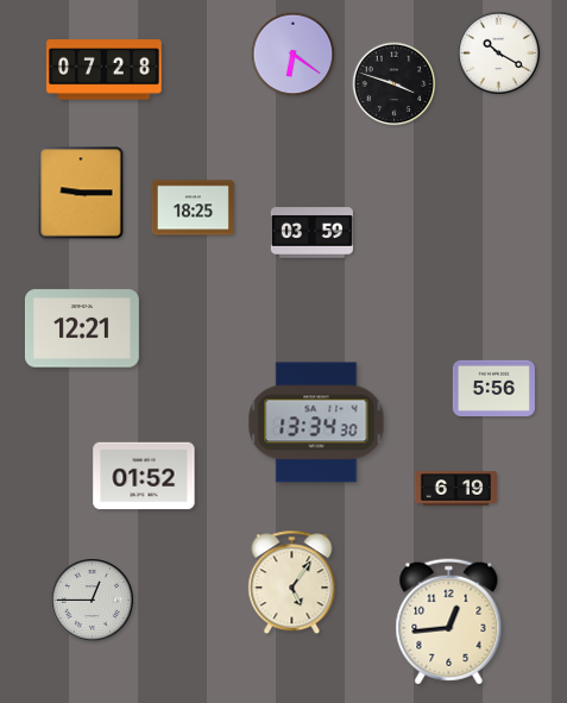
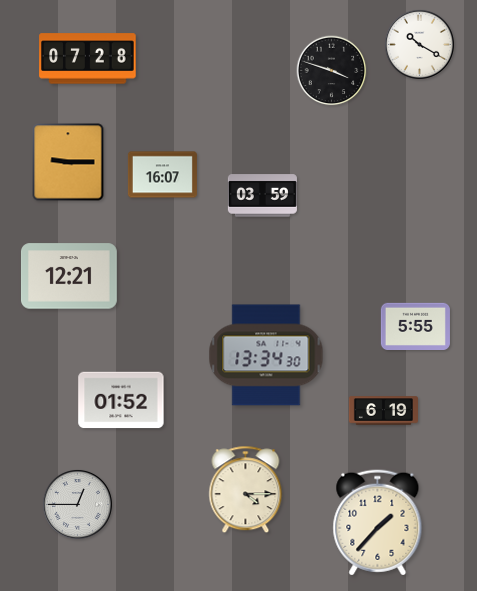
clock at (294, 55): 6:21 -> none
clock at (193, 208): 18:25 -> 16:07
clock at (493, 388): 5:56 -> 5:55
clock at (292, 583): 5:06 -> 4:15
clock at (449, 622): 12:44 -> 1:37
